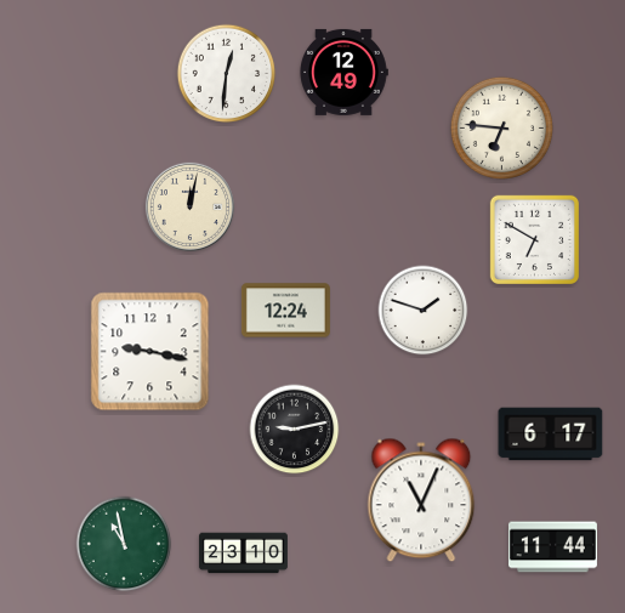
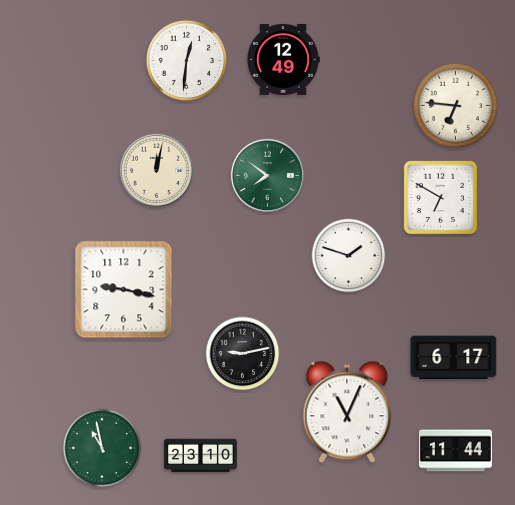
clock at (501, 127) position: (501, 127) -> (455, 105)
clock at (267, 175): none -> 7:51
clock at (285, 311): 12:24 -> none
